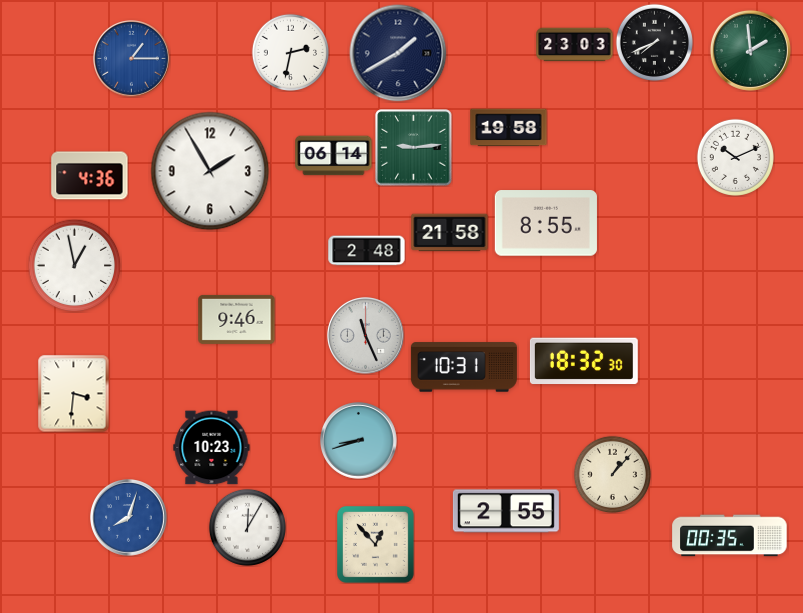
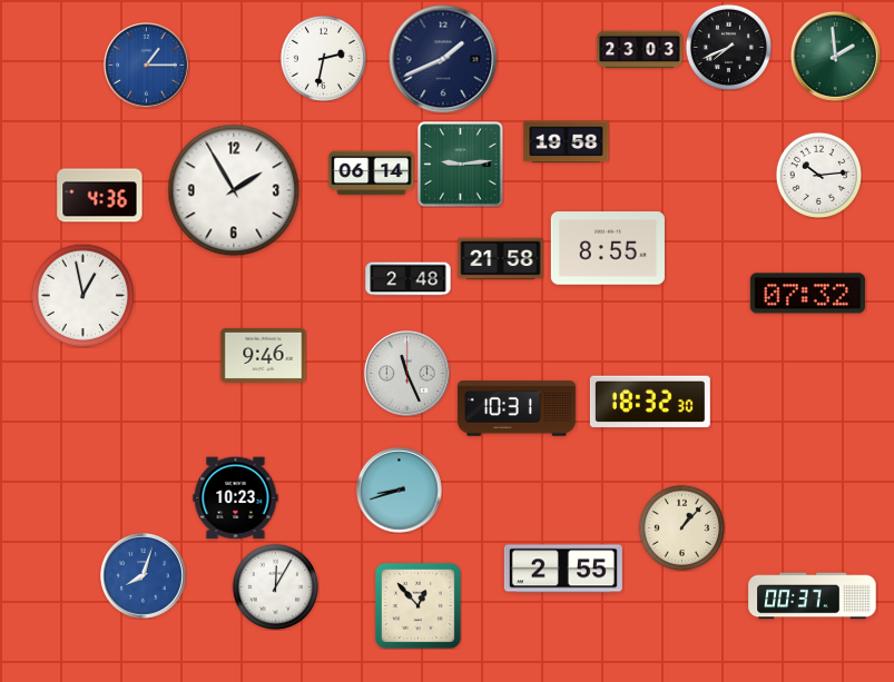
clock at (398, 53): 1:40 -> 1:41
clock at (735, 157): 10:11 -> 10:14
clock at (807, 294): none -> 07:32
clock at (74, 393): 3:31 -> none
clock at (730, 536): 00:35 -> 00:37
